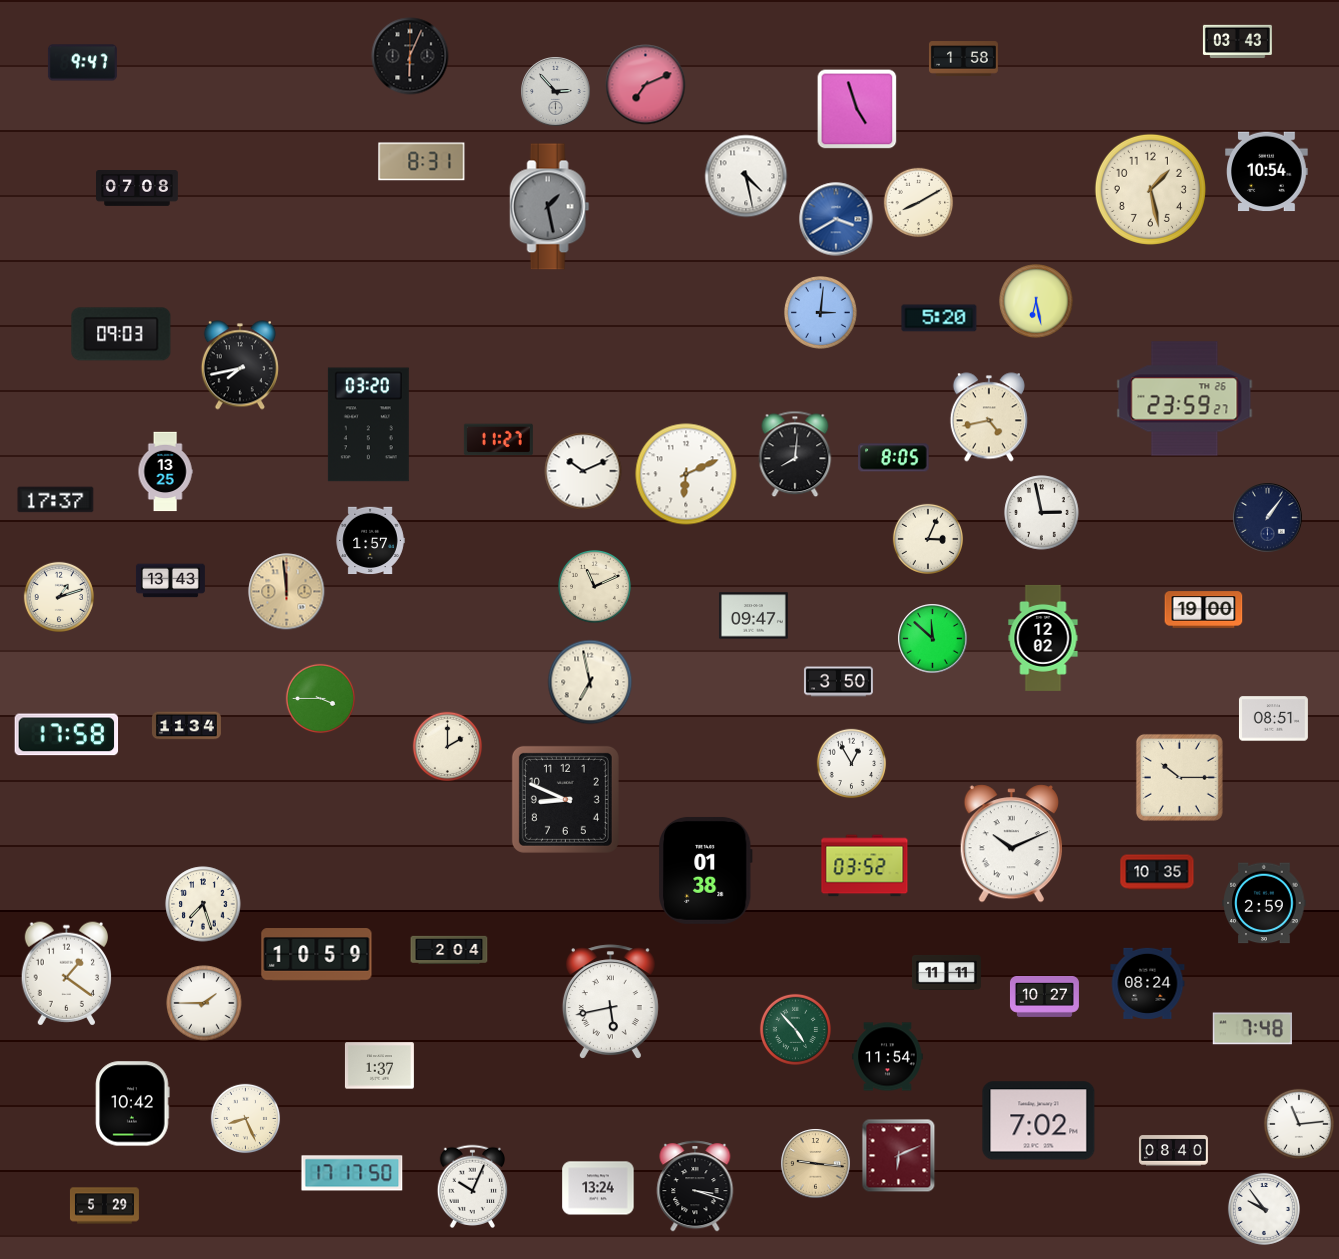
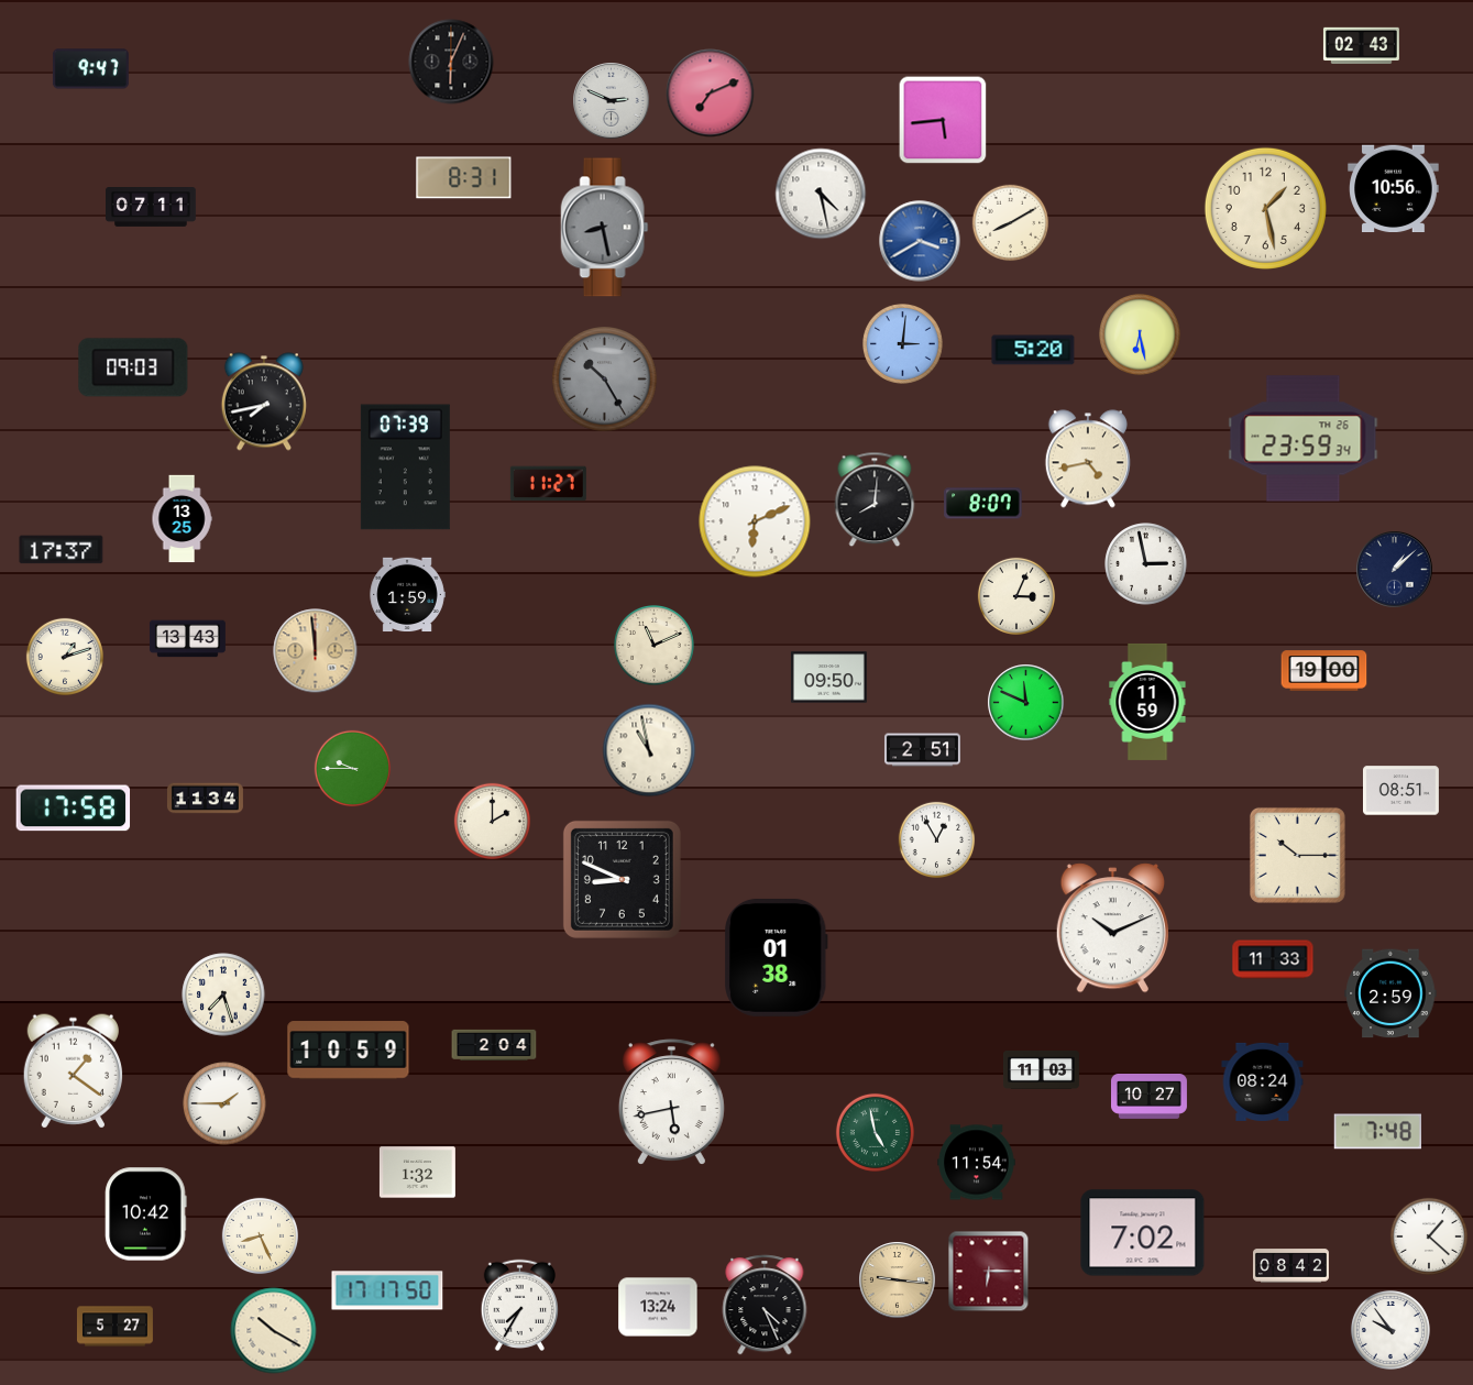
clock at (1237, 41): 03:43 -> 02:43
clock at (963, 59): 1:58 -> none
clock at (556, 92): 2:53 -> 2:49
clock at (857, 109): 4:57 -> 5:44
clock at (1267, 172): 10:54 -> 10:56
clock at (137, 189): 07:08 -> 07:11
clock at (550, 207): 1:28 -> 8:28
clock at (1036, 301) position: (1036, 301) -> (1140, 334)
clock at (605, 380): none -> 10:25
clock at (1185, 399): 23:59:27 -> 23:59:34
clock at (368, 425): 03:20 -> 07:39
clock at (894, 458): 8:05 -> 8:07
clock at (583, 471): 10:11 -> none
clock at (1268, 518): 1:06 -> 1:08
clock at (927, 538) position: (927, 538) -> (1015, 595)
clock at (370, 541): 1:57 -> 1:59
clock at (753, 616): 09:47 -> 09:50
clock at (1043, 638): 12:02 -> 11:59
clock at (933, 639): 11:52 -> 11:49
clock at (590, 682): 6:58 -> 10:58
clock at (838, 682): 3:50 -> 2:51
clock at (321, 699): 3:45 -> 9:45
clock at (865, 866): 03:52 -> none
clock at (1157, 872): 10:35 -> 11:33
clock at (946, 972): 11:11 -> 11:03
clock at (795, 1029): 4:53 -> 4:58
clock at (379, 1066): 1:37 -> 1:32
clock at (246, 1119) position: (246, 1119) -> (261, 1236)
clock at (1298, 1123): 11:14 -> 1:22
clock at (1173, 1151): 08:40 -> 08:42
clock at (899, 1156): 6:11 -> 6:15
clock at (472, 1186): 10:04 -> 7:35
clock at (695, 1186): 3:18 -> 4:26
clock at (104, 1206): 5:29 -> 5:27
clock at (274, 1331): none -> 10:20
